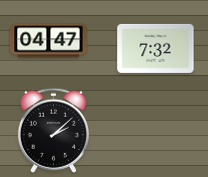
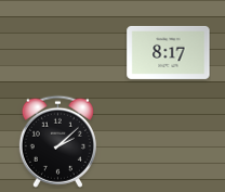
clock at (49, 41): 04:47 -> none
clock at (156, 48): 7:32 -> 8:17
